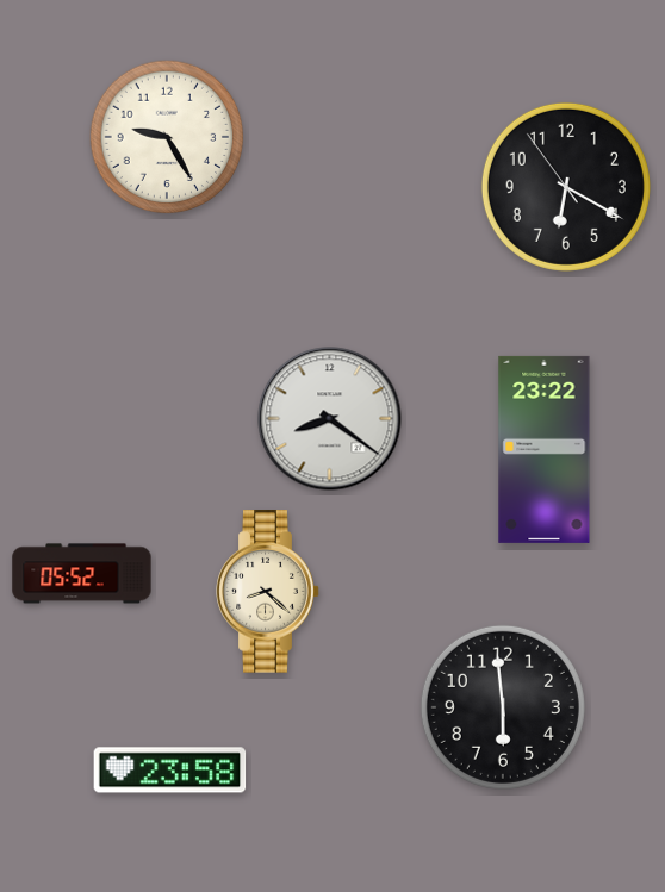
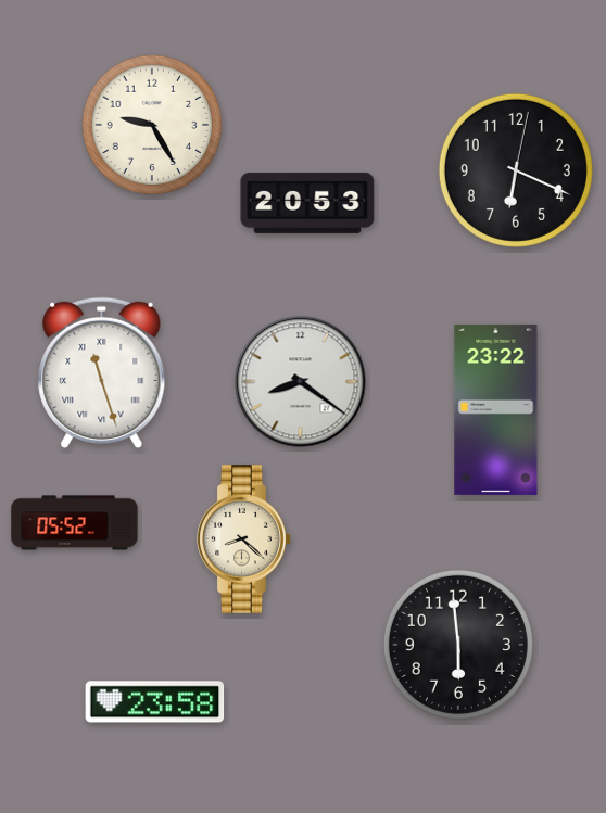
clock at (566, 187): 6:19:54 -> 6:19:02
clock at (307, 203): none -> 20:53
clock at (102, 373): none -> 11:27
